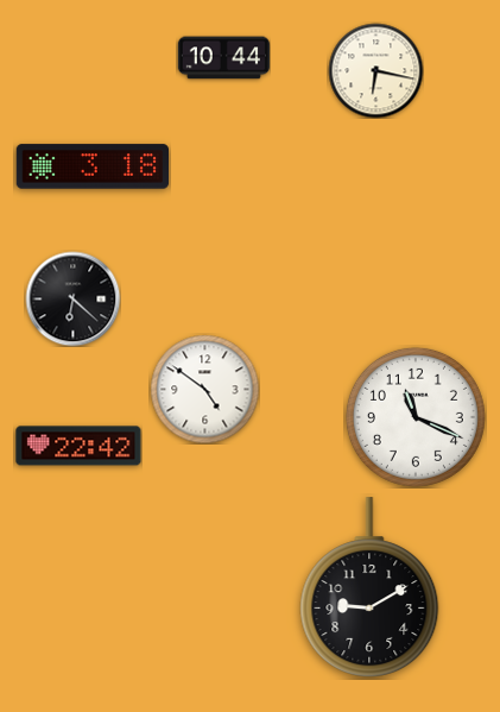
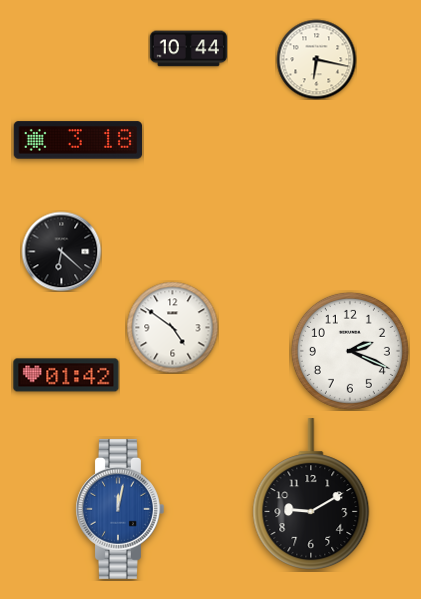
clock at (416, 417): 11:19 -> 2:19
clock at (78, 446): 22:42 -> 01:42
clock at (120, 509): none -> 12:02
